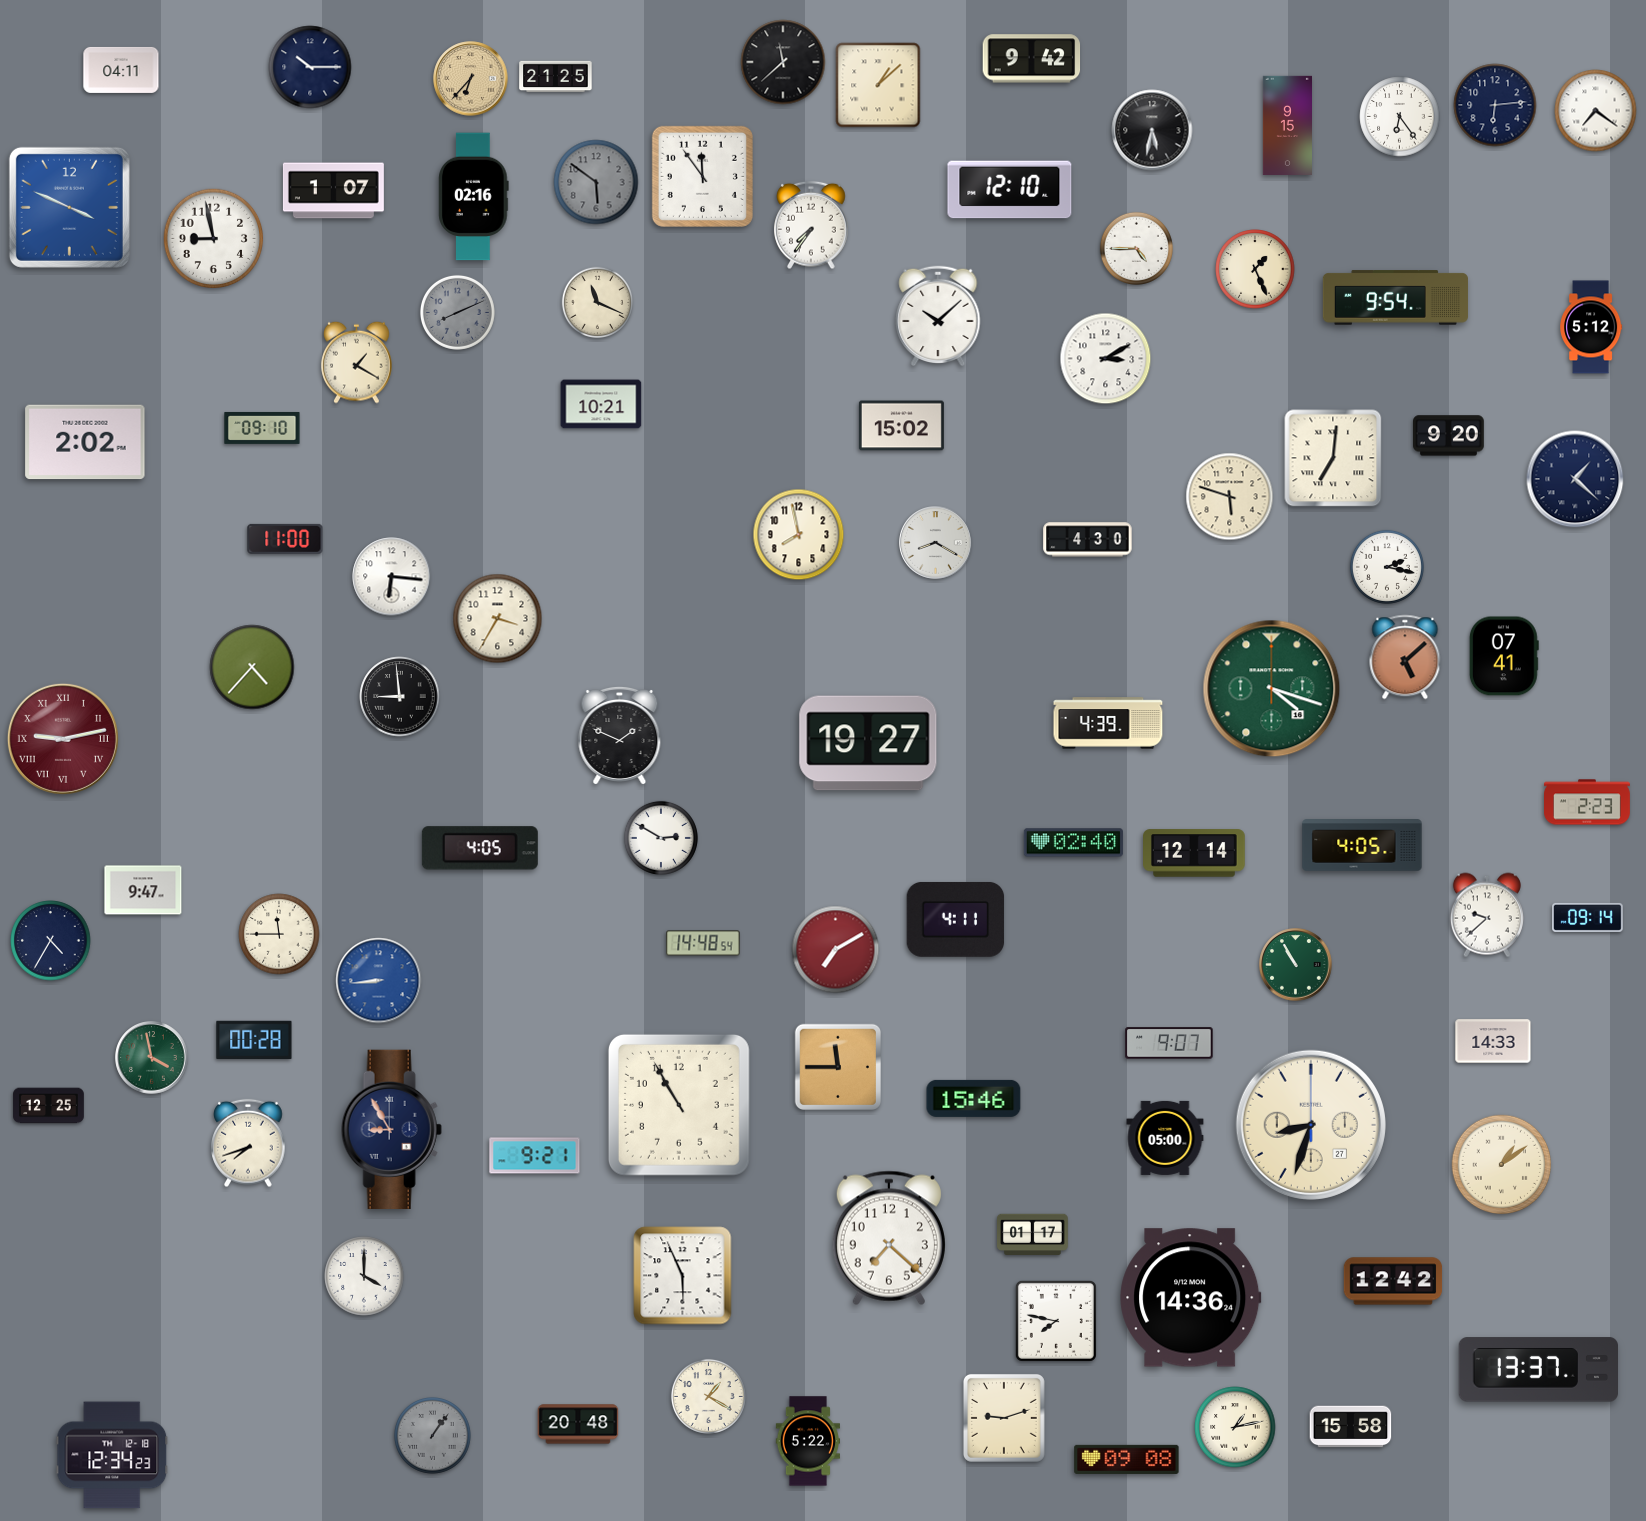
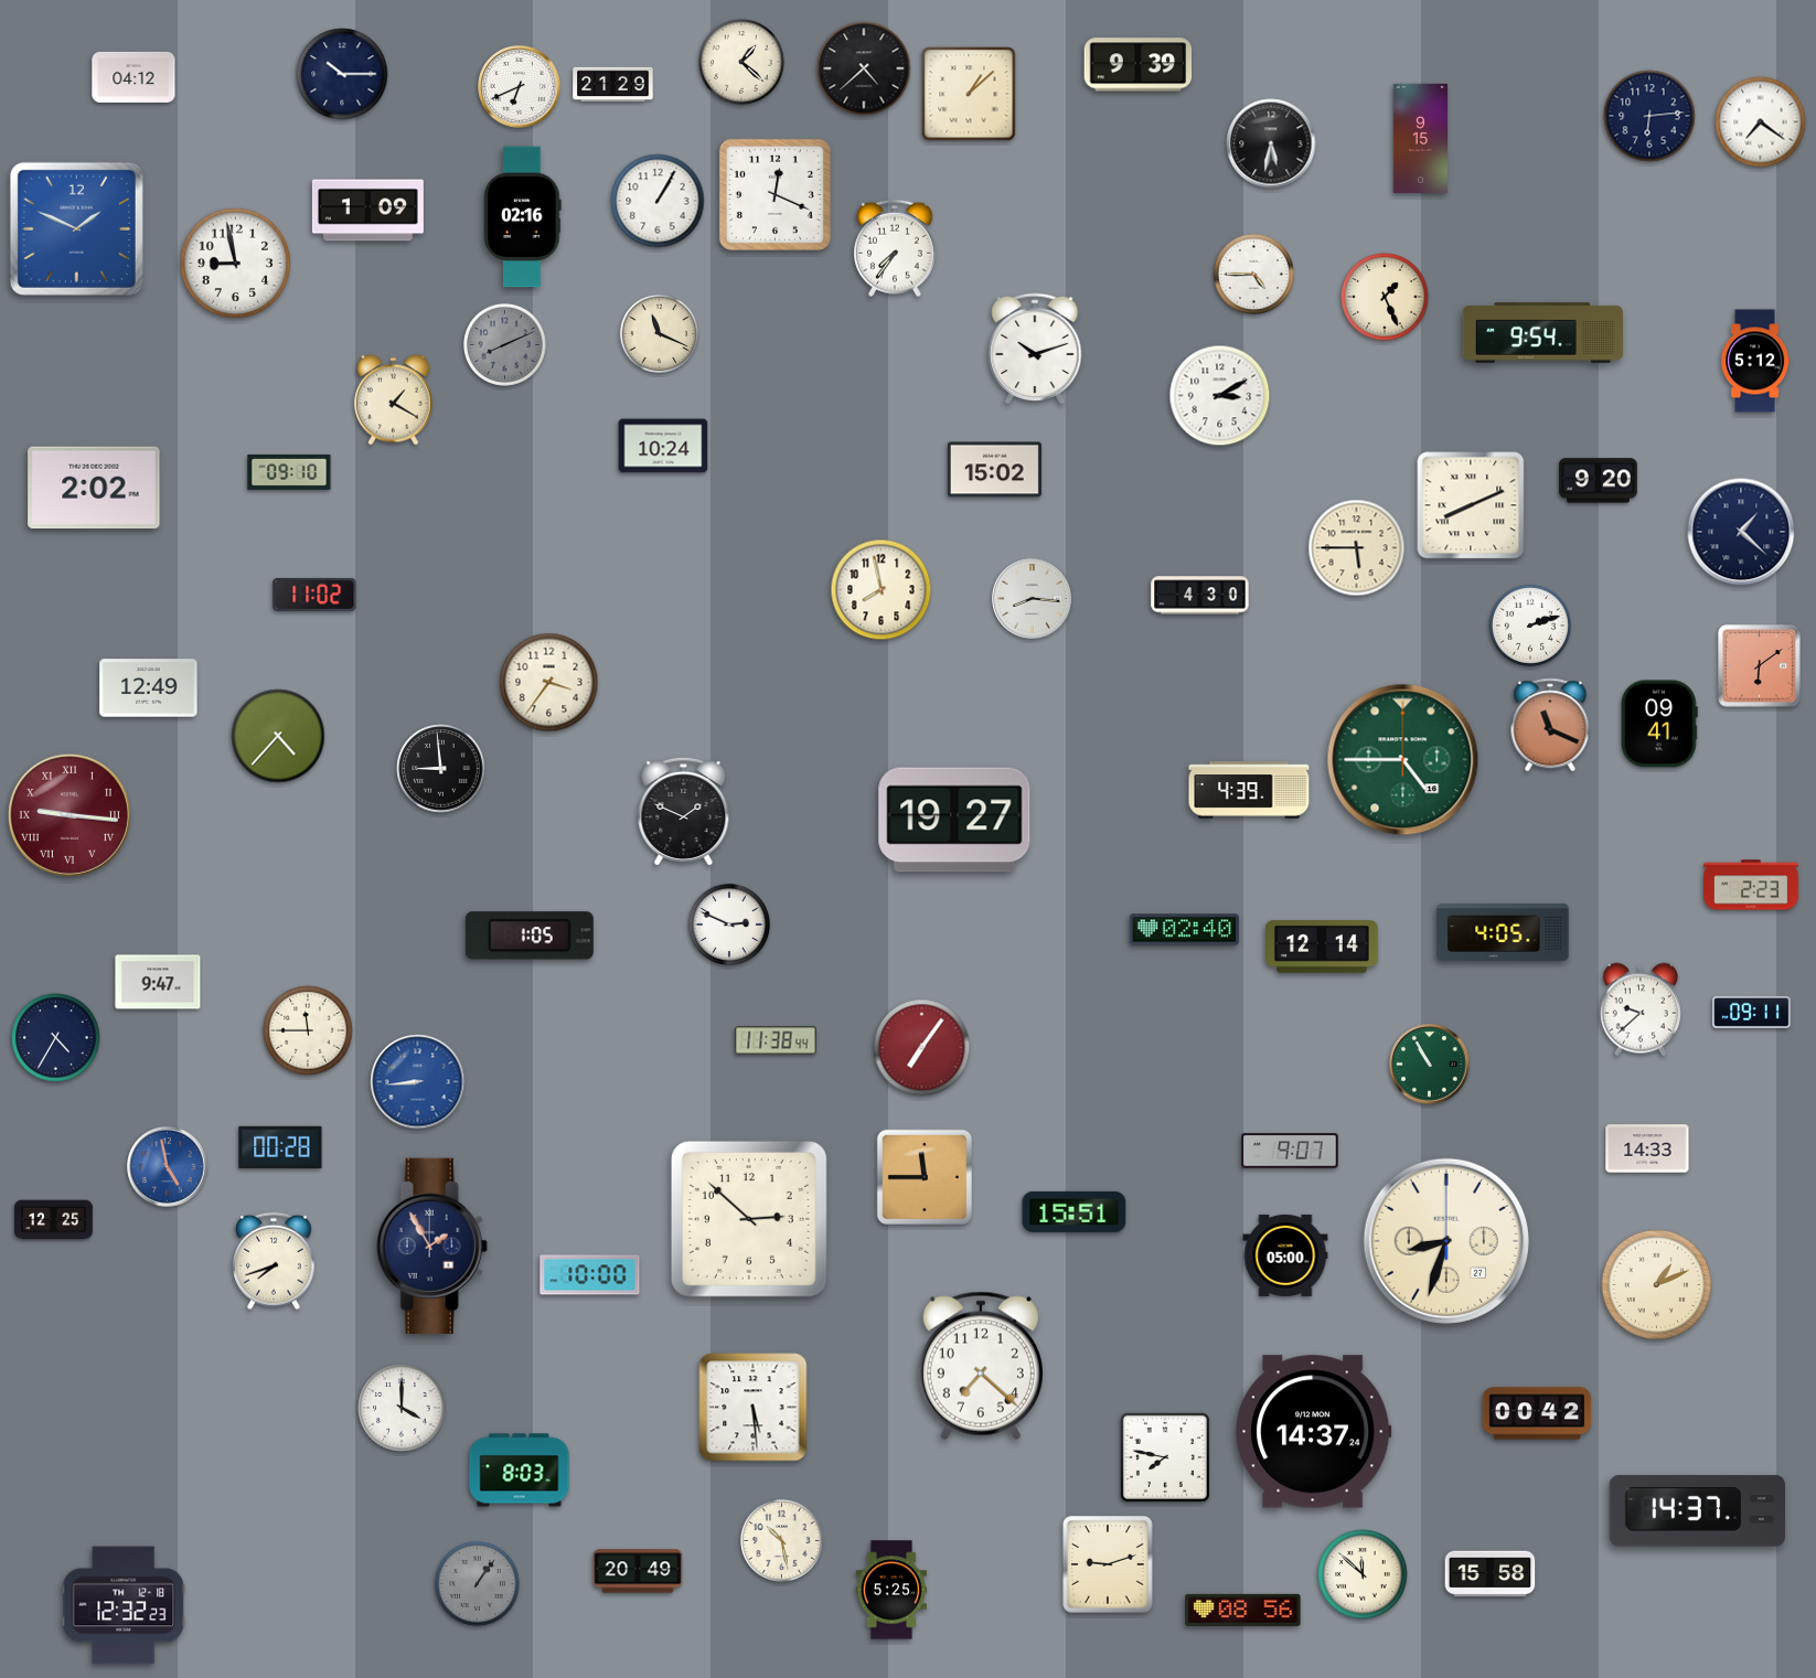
clock at (741, 62): none -> 1:22
clock at (1032, 59): 9:42 -> 9:39
clock at (783, 62): 11:38 -> 4:38
clock at (121, 70): 04:11 -> 04:12
clock at (556, 77): 21:25 -> 21:29
clock at (471, 79): 6:37 -> 6:41
clock at (471, 79) dial: champagne -> white
clock at (1400, 117): 6:24 -> none
clock at (702, 176): 11:54 -> 12:19
clock at (596, 182): 5:51 -> 1:05
clock at (596, 182) dial: grey -> white
clock at (1010, 190): 12:10 -> none
clock at (333, 191): 1:07 -> 1:09
clock at (69, 207): 3:49 -> 1:49
clock at (1395, 298) position: (1395, 298) -> (1542, 333)
clock at (938, 316): 10:08 -> 10:12
clock at (601, 404): 10:21 -> 10:24
clock at (1333, 458): 7:01 -> 8:11
clock at (1575, 479) position: (1575, 479) -> (1741, 532)
clock at (1230, 497): 5:48 -> 5:45
clock at (285, 539): 11:00 -> 11:02
clock at (936, 543): 8:20 -> 8:16
clock at (1387, 567): 2:17 -> 2:12
clock at (392, 577): 6:16 -> none
clock at (1760, 666): none -> 6:09
clock at (498, 619): 3:35 -> 3:36
clock at (149, 688): none -> 12:49
clock at (1504, 656): 07:41 -> 09:41
clock at (1405, 657): 5:08 -> 11:19
clock at (1272, 689): 4:18 -> 4:45
clock at (1108, 723) position: (1108, 723) -> (1249, 790)
clock at (63, 739): 9:13 -> 9:16
clock at (868, 743) position: (868, 743) -> (954, 820)
clock at (661, 838): 2:50 -> 2:49
clock at (480, 848): 4:05 -> 1:05
clock at (1195, 853) position: (1195, 853) -> (1323, 947)
clock at (1588, 917): 09:14 -> 09:11
clock at (956, 919): 4:11 -> none
clock at (703, 943): 14:48 -> 11:38
clock at (836, 950): 7:10 -> 7:06
clock at (152, 1058): 3:58 -> 4:58
clock at (152, 1058) dial: green -> blue
clock at (974, 1098): 15:46 -> 15:51
clock at (679, 1105): 10:55 -> 2:52
clock at (391, 1129): 8:55 -> 1:55
clock at (535, 1156): 9:21 -> 10:00
clock at (1502, 1165): 1:09 -> 1:11
clock at (1033, 1235): 01:17 -> none
clock at (683, 1276): 5:56 -> 5:29
clock at (1393, 1281): 12:42 -> 00:42
clock at (1191, 1298): 14:36 -> 14:37
clock at (520, 1471): none -> 8:03
clock at (1538, 1370): 13:37 -> 14:37
clock at (708, 1396): 1:20 -> 10:28
clock at (578, 1424): 20:48 -> 20:49
clock at (1235, 1427): 1:13 -> 11:52
clock at (807, 1441): 5:22 -> 5:25
clock at (112, 1455): 12:34 -> 12:32
clock at (1127, 1459): 09:08 -> 08:56
